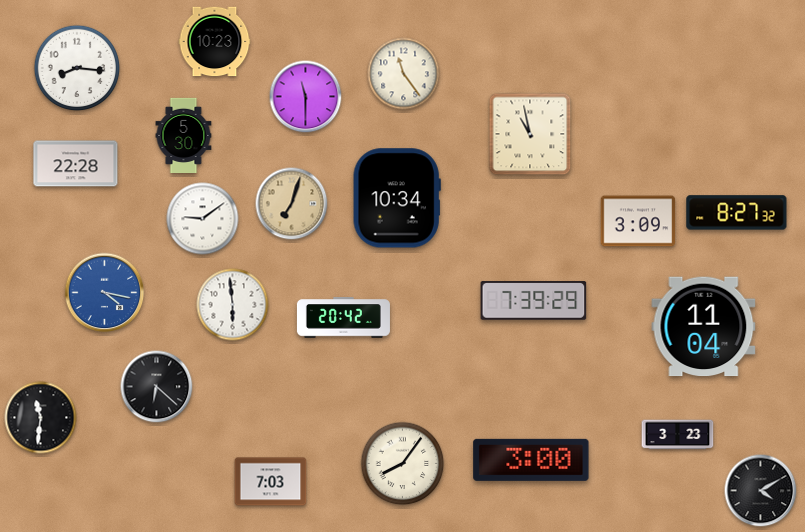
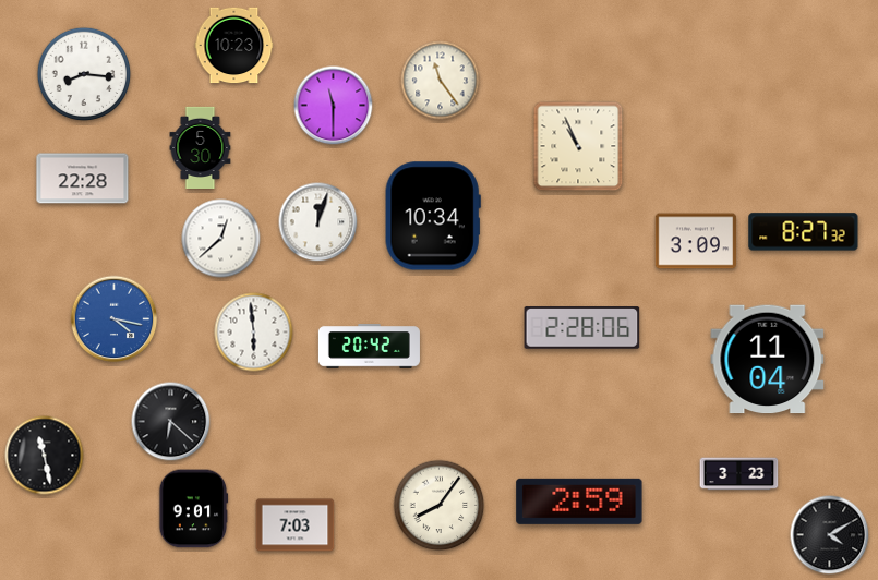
clock at (530, 134): 10:58 -> 10:56
clock at (292, 204): 7:03 -> 12:03
clock at (292, 204) dial: champagne -> white
clock at (203, 219): 9:09 -> 12:38
clock at (534, 301): 7:39 -> 2:28
clock at (343, 318) position: (343, 318) -> (369, 347)
clock at (704, 327) position: (704, 327) -> (768, 360)
clock at (41, 418): 11:31 -> 11:28
clock at (531, 460): 3:00 -> 2:59
clock at (193, 509): none -> 9:01
